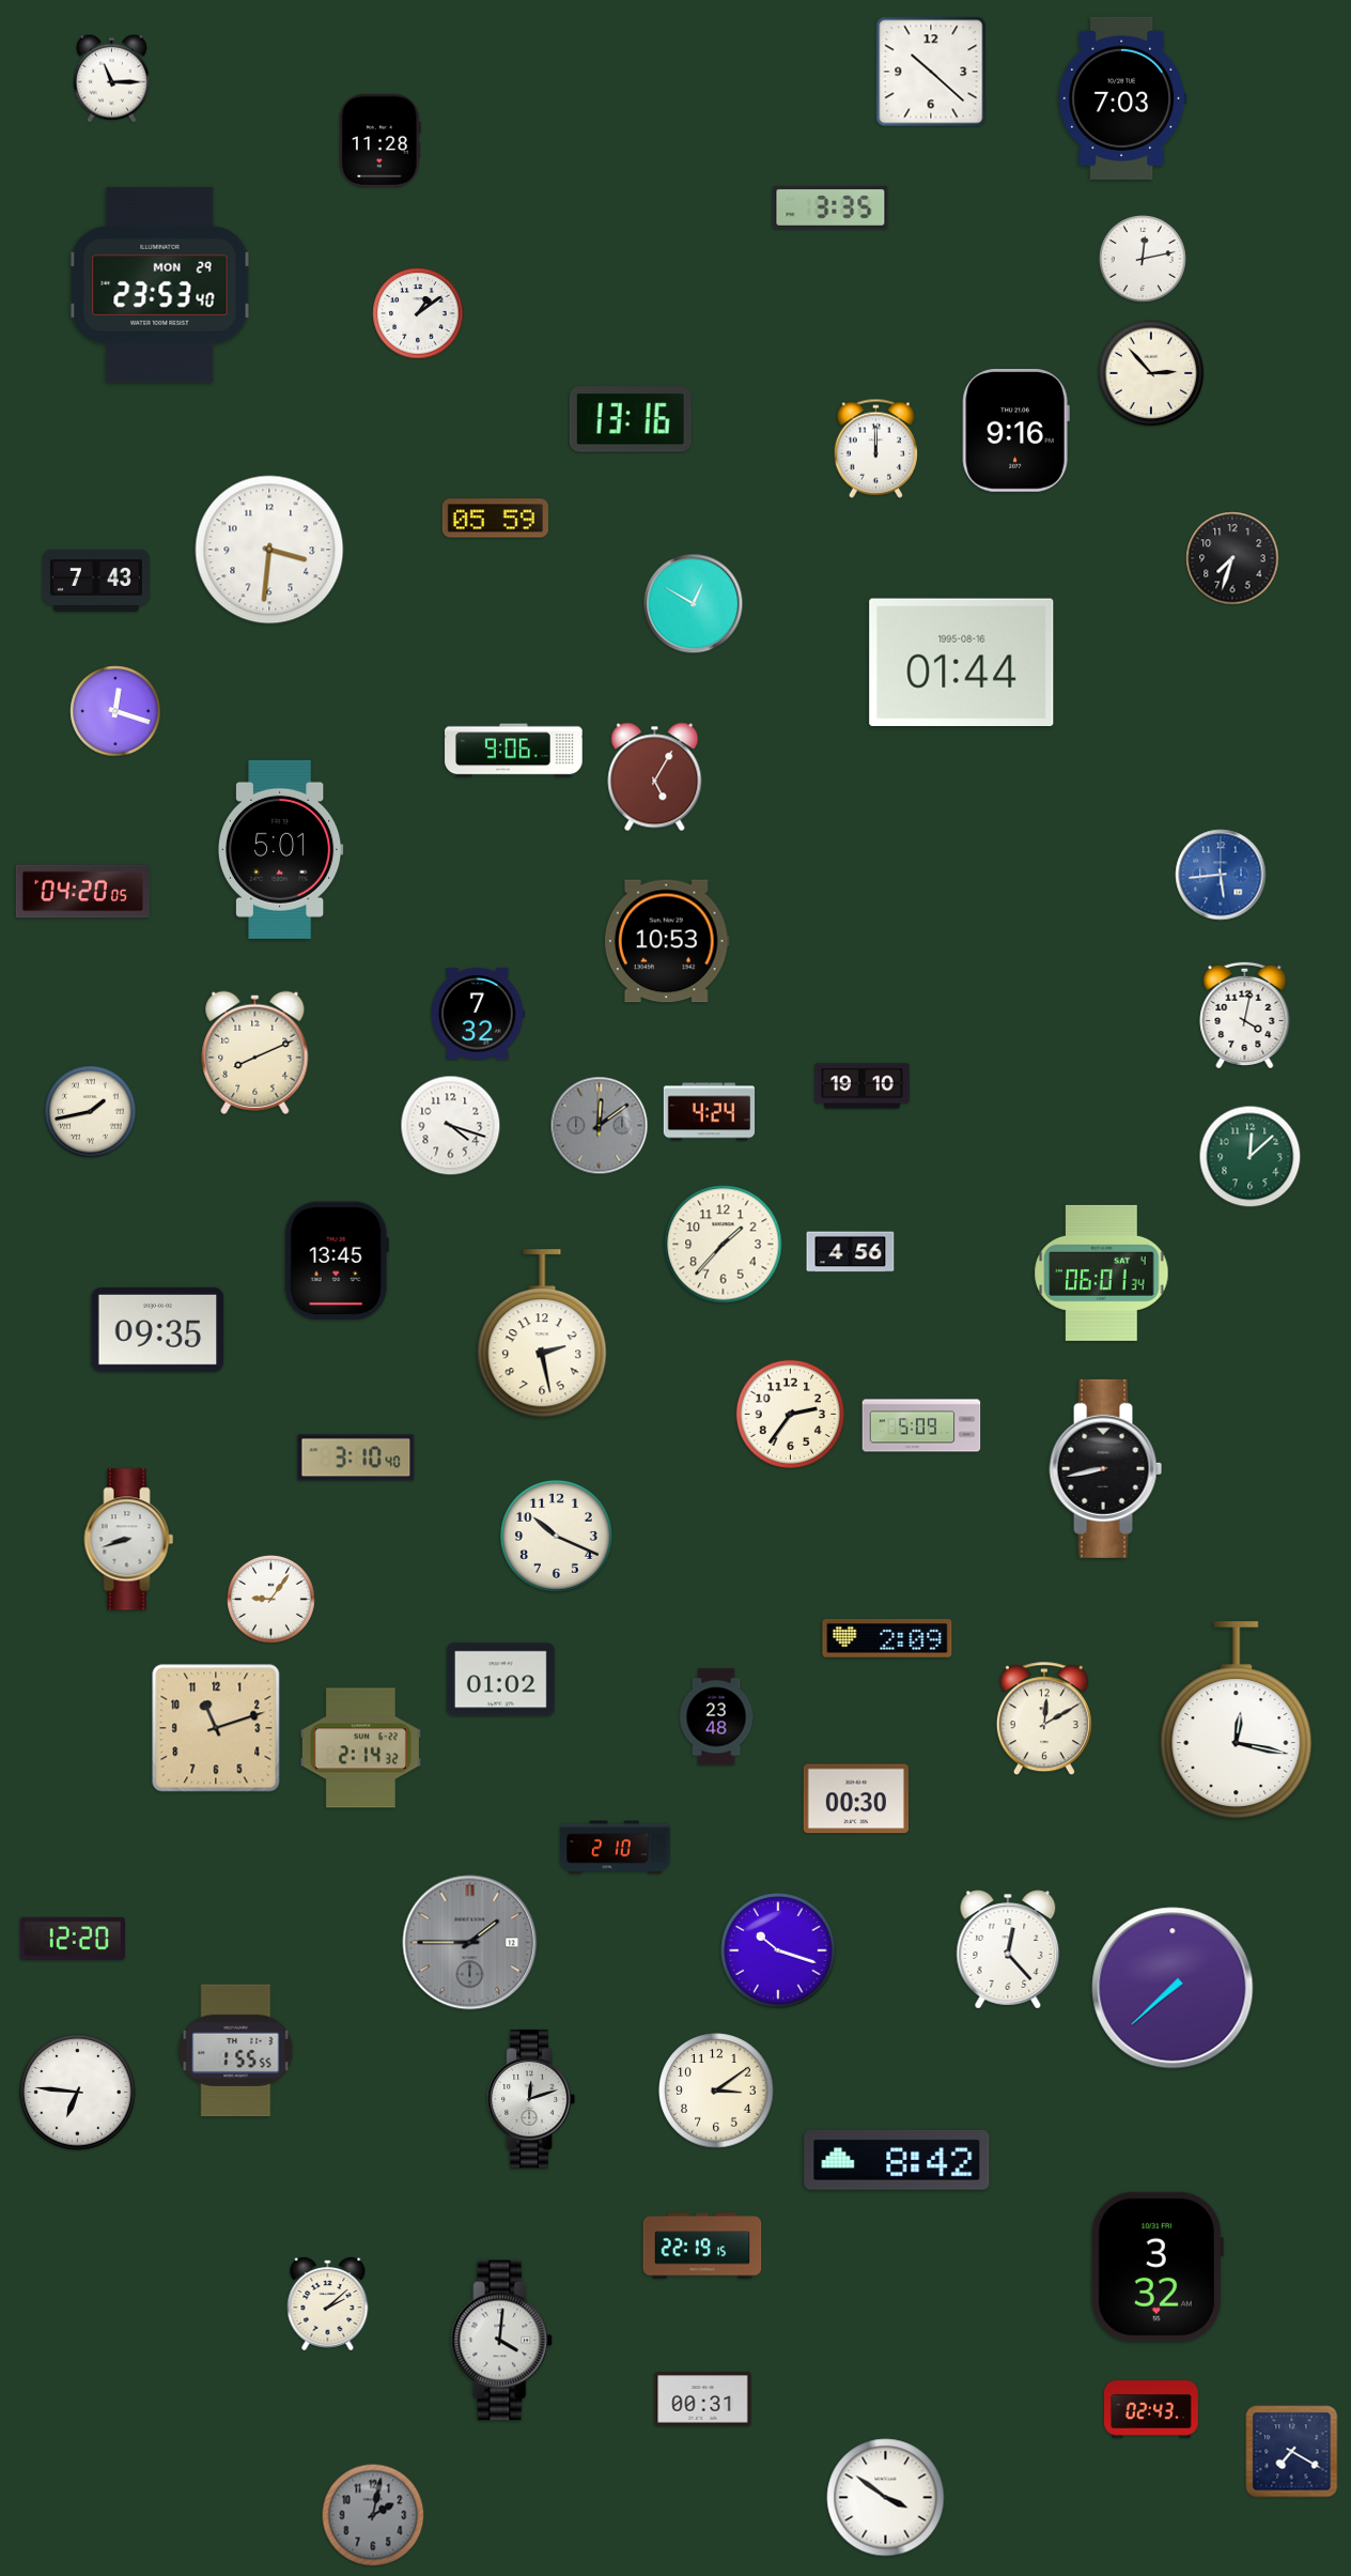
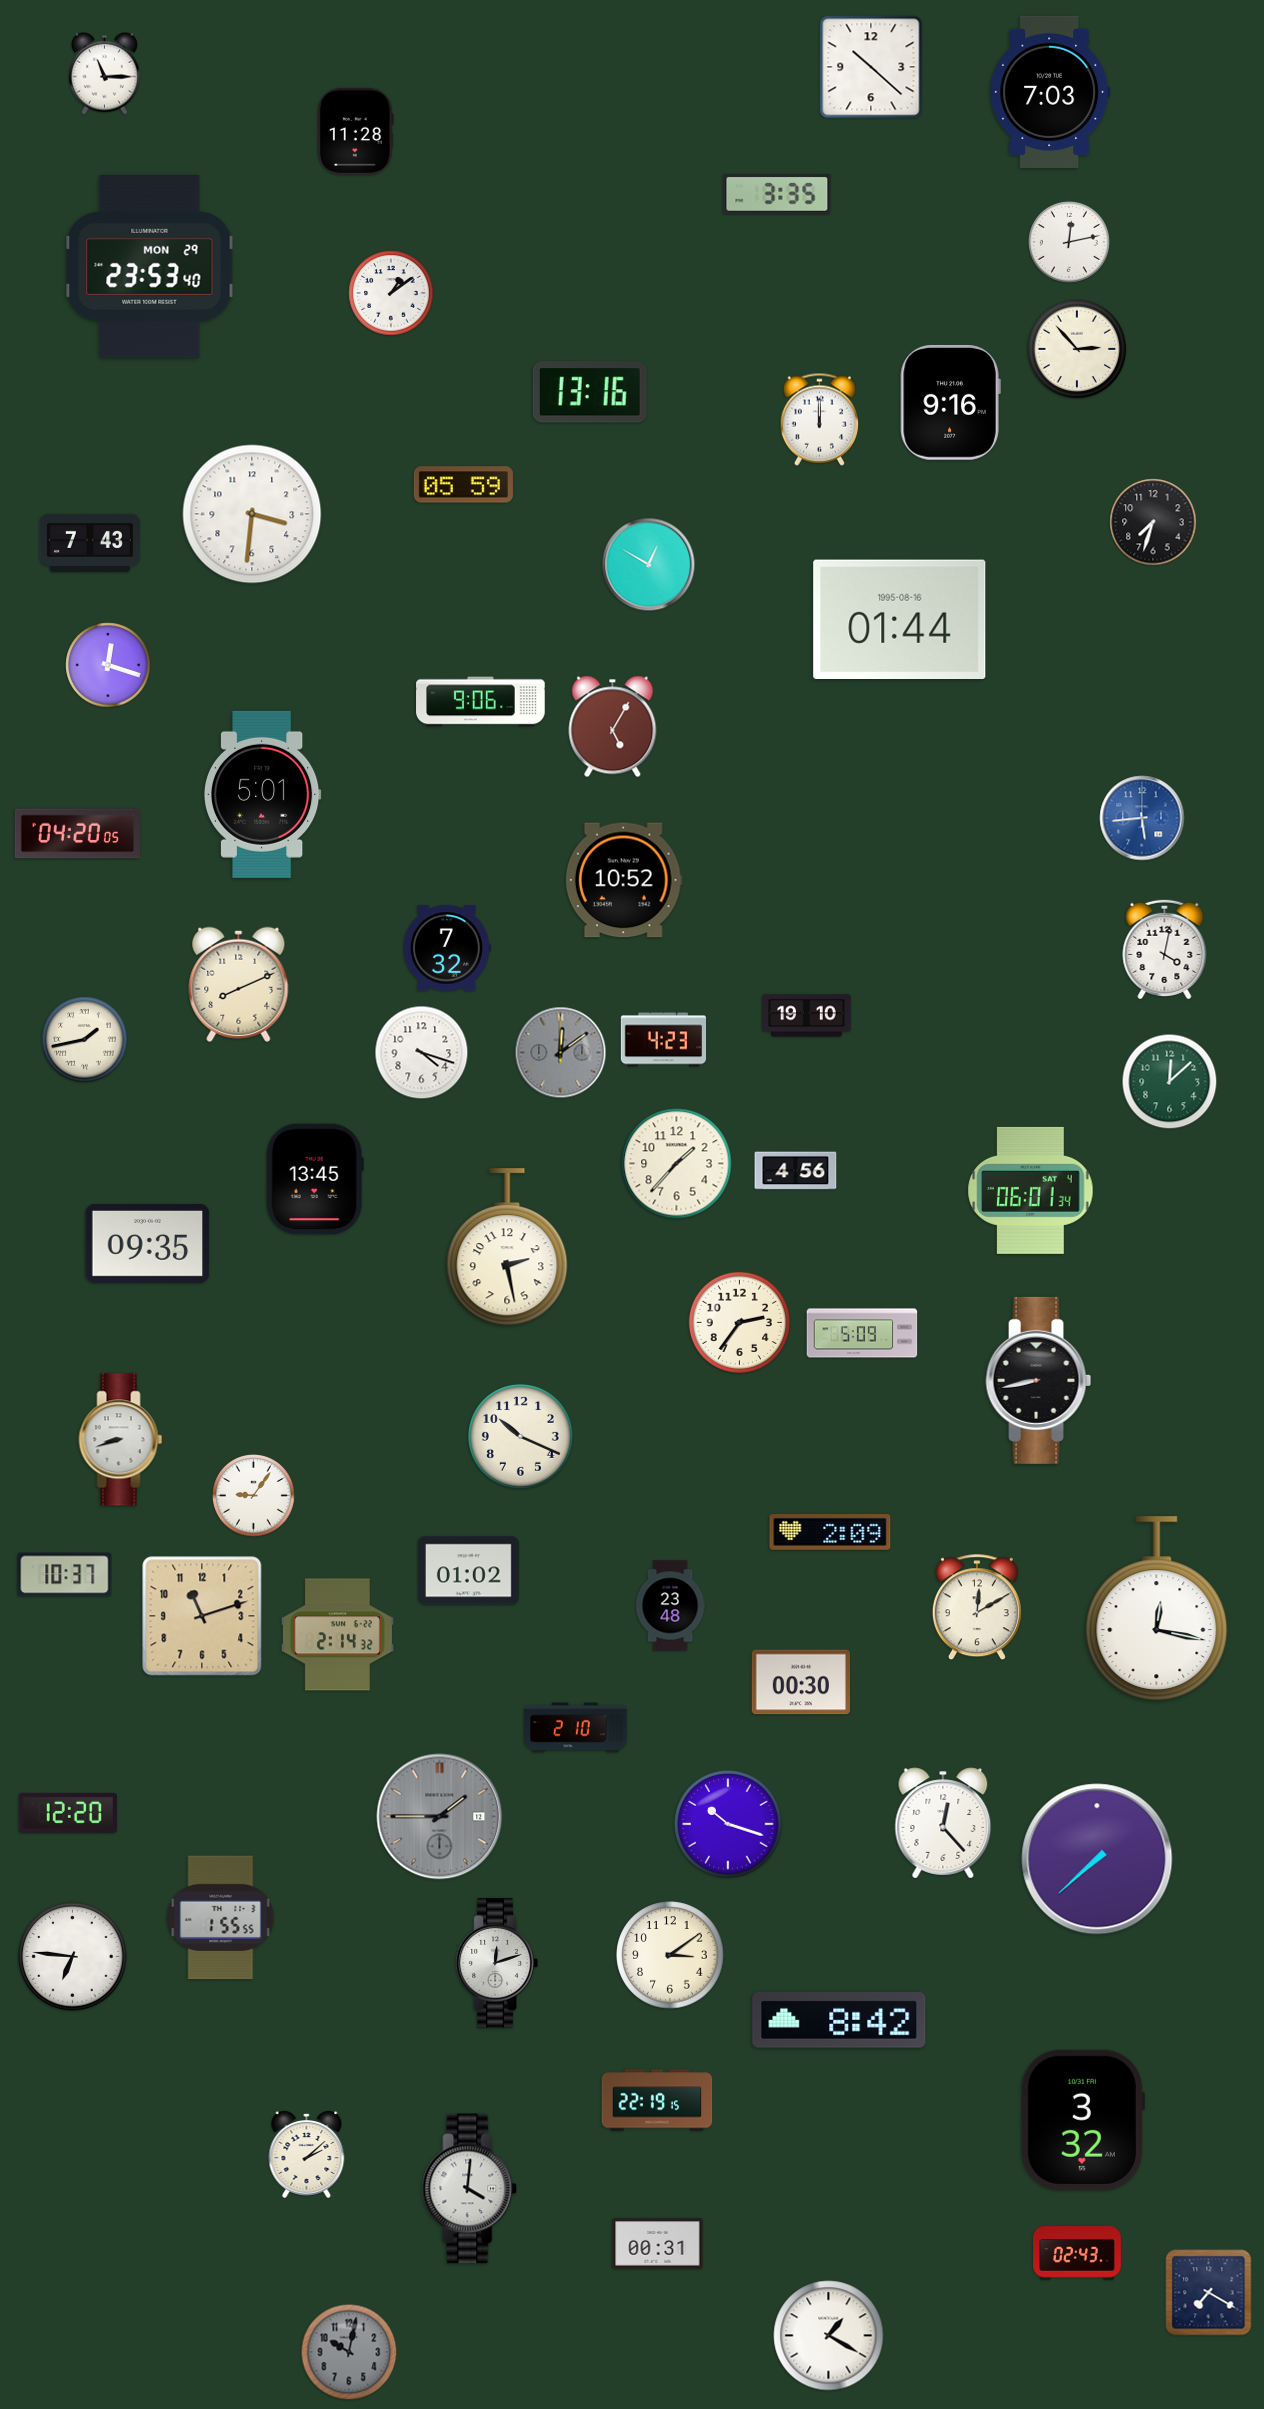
clock at (667, 941): 10:53 -> 10:52
clock at (710, 1112): 4:24 -> 4:23
clock at (356, 1457): 3:10 -> none
clock at (1106, 1468) position: (1106, 1468) -> (1039, 1380)
clock at (65, 1575): none -> 10:37
clock at (886, 2498): 3:51 -> 1:20
clock at (373, 2515): 2:02 -> 10:02
